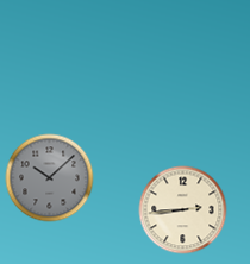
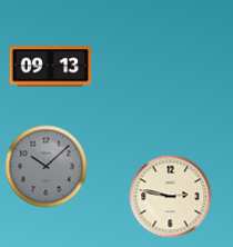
clock at (51, 67): none -> 09:13
clock at (183, 210): 2:44 -> 2:47
